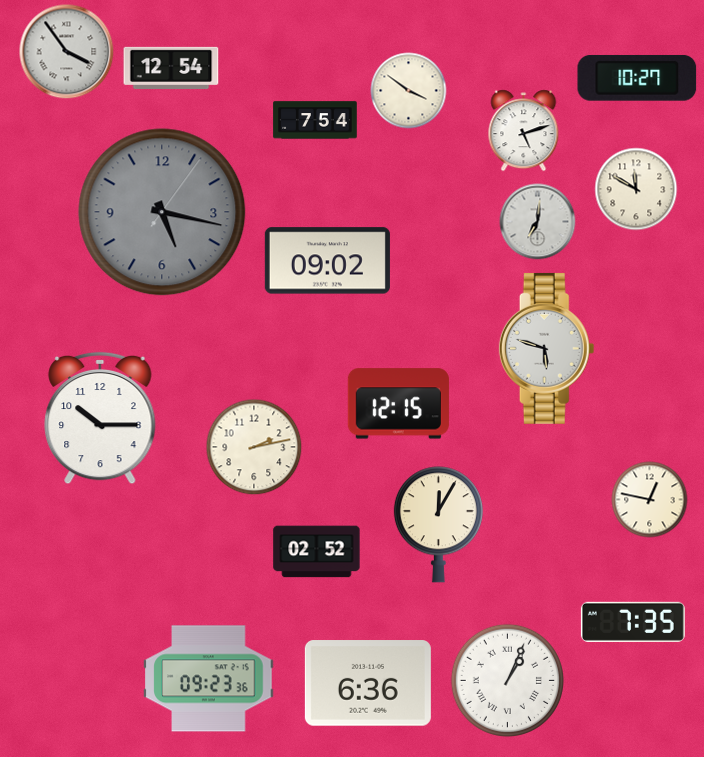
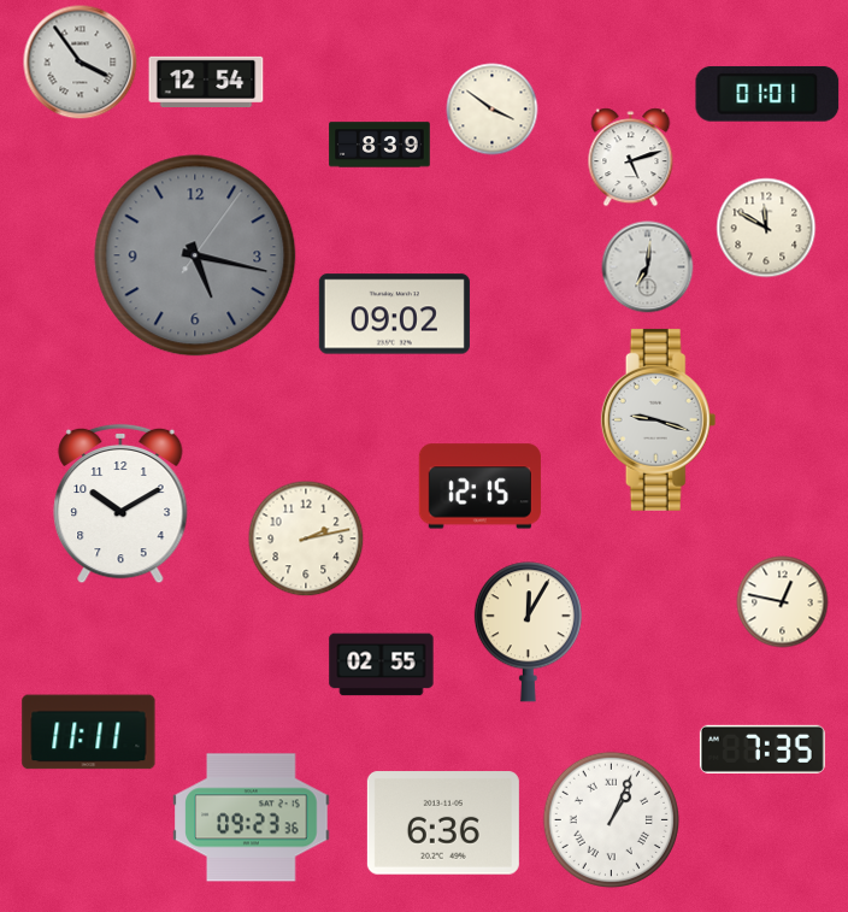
clock at (637, 78): 10:27 -> 01:01
clock at (315, 120): 7:54 -> 8:39
clock at (547, 348): 5:48 -> 9:18
clock at (100, 418): 10:15 -> 10:10
clock at (317, 552): 02:52 -> 02:55
clock at (89, 732): none -> 11:11
